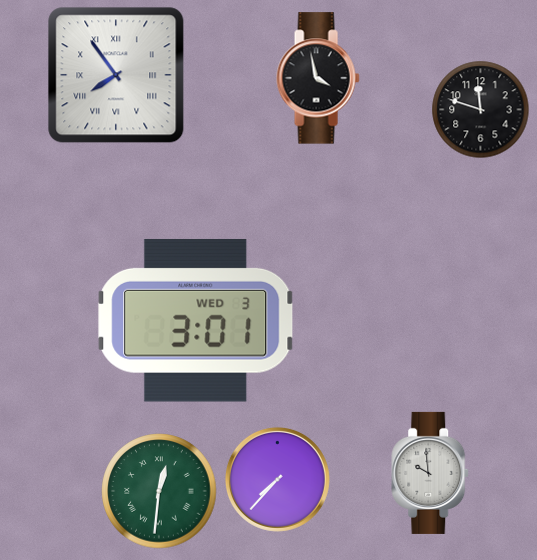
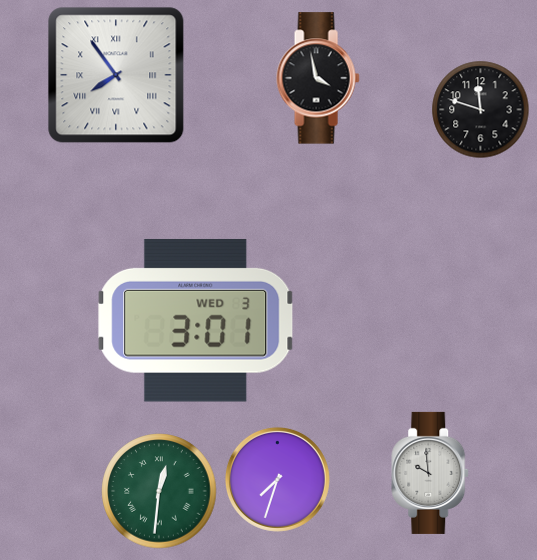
clock at (277, 479): 7:37 -> 7:33
